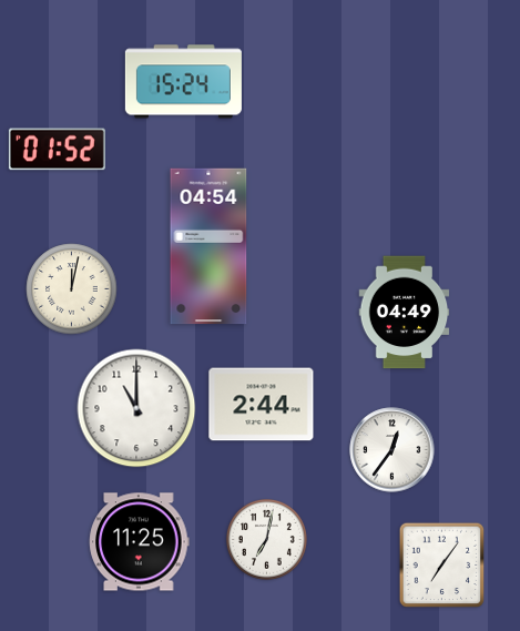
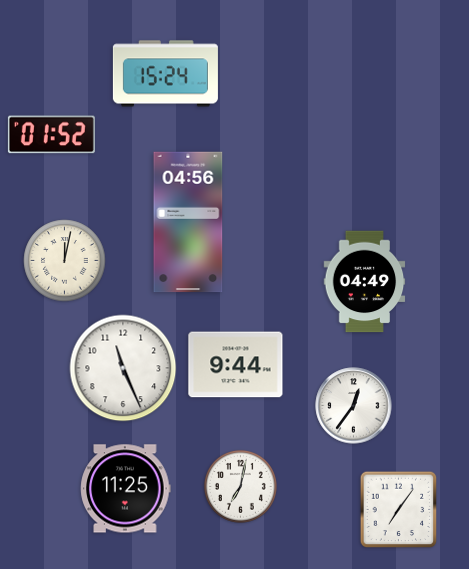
clock at (208, 246): 04:54 -> 04:56
clock at (262, 405): 2:44 -> 9:44
clock at (136, 408): 11:00 -> 11:26
